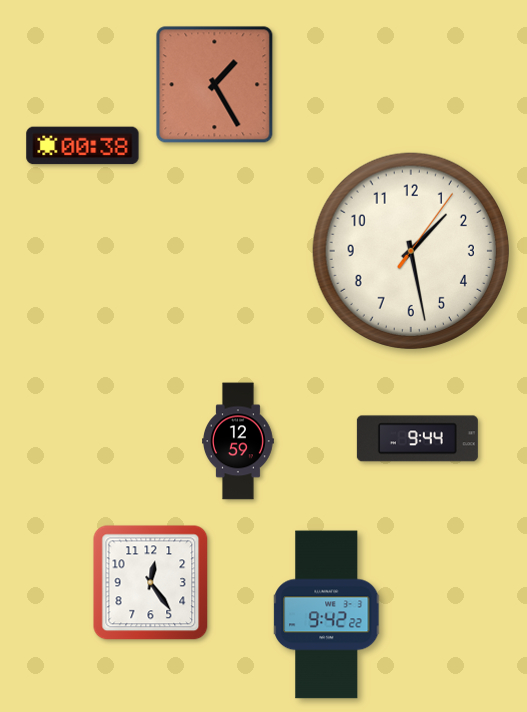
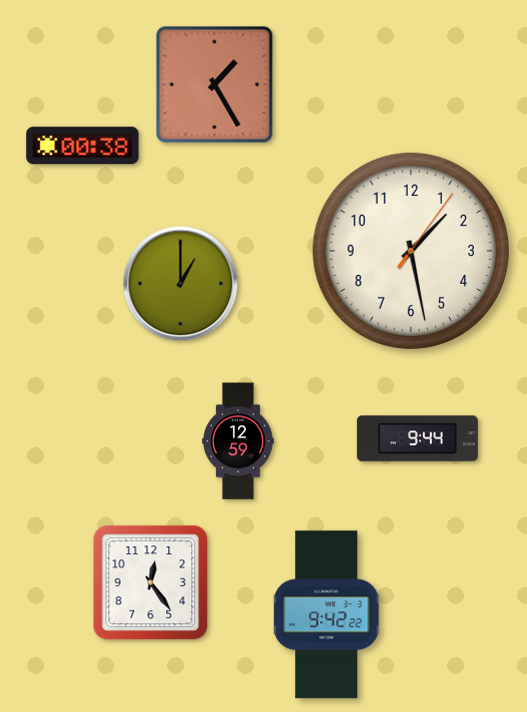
clock at (181, 284): none -> 1:00
